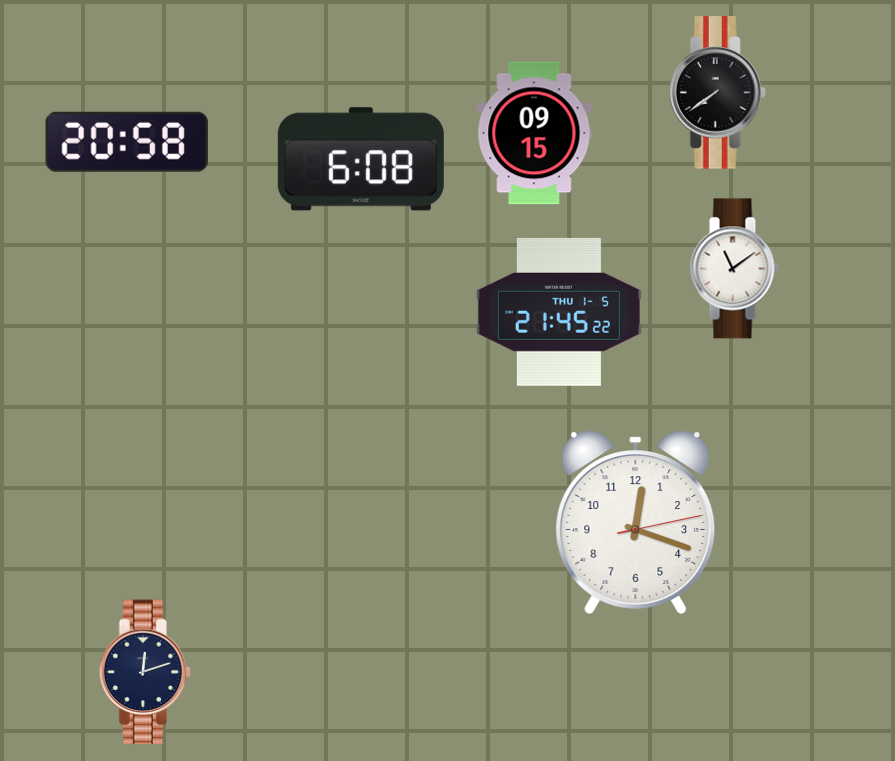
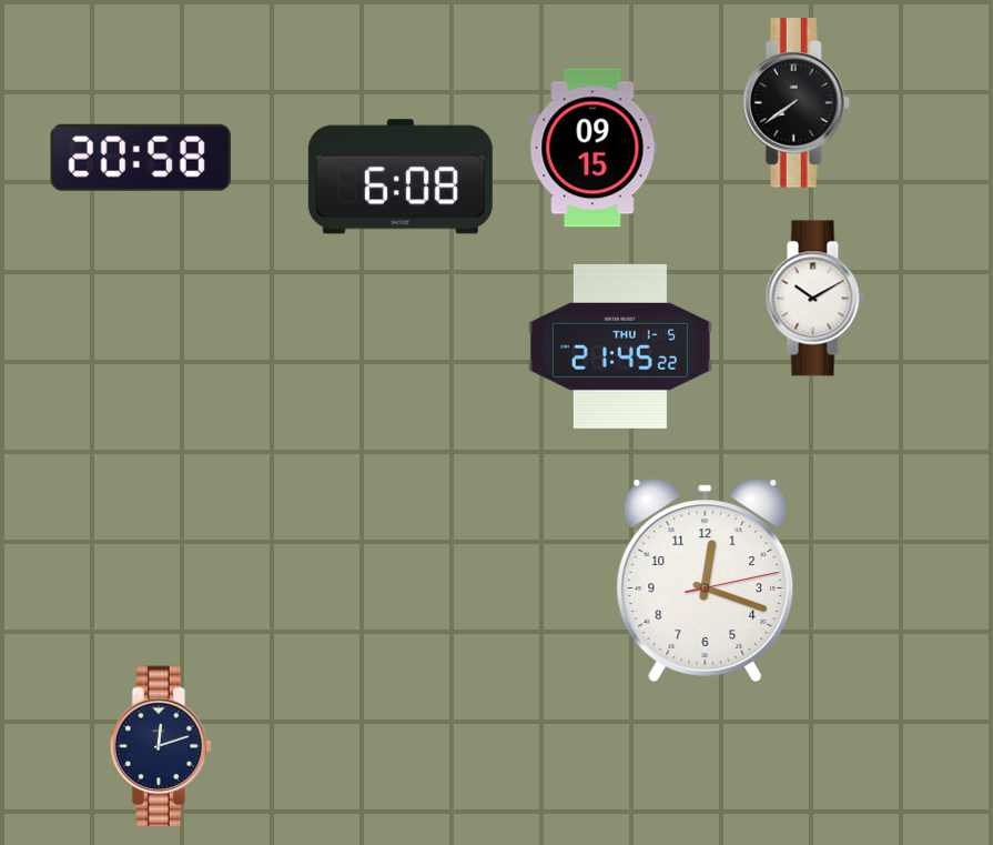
clock at (734, 269): 11:09 -> 10:10
